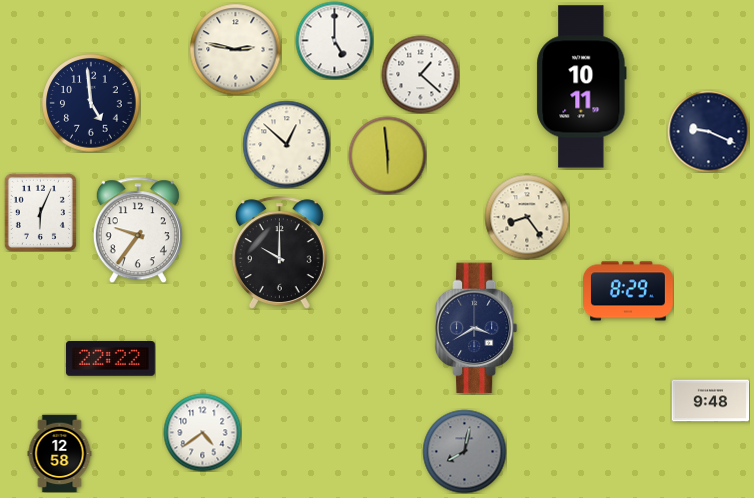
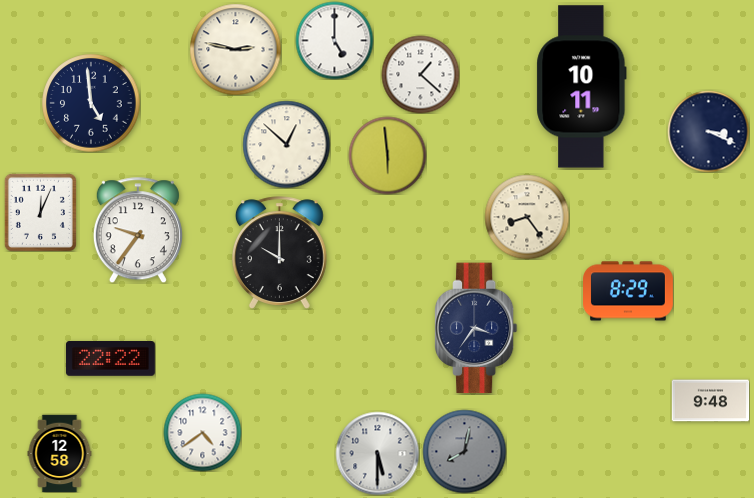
clock at (708, 131): 9:19 -> 3:19
clock at (40, 212): 6:04 -> 12:04
clock at (476, 328): 3:40 -> 3:36
clock at (377, 453): none -> 5:30
